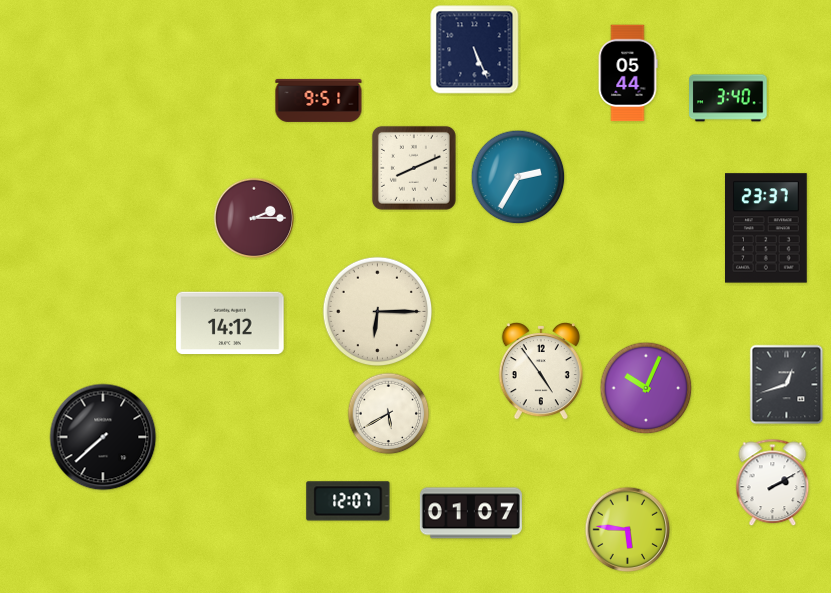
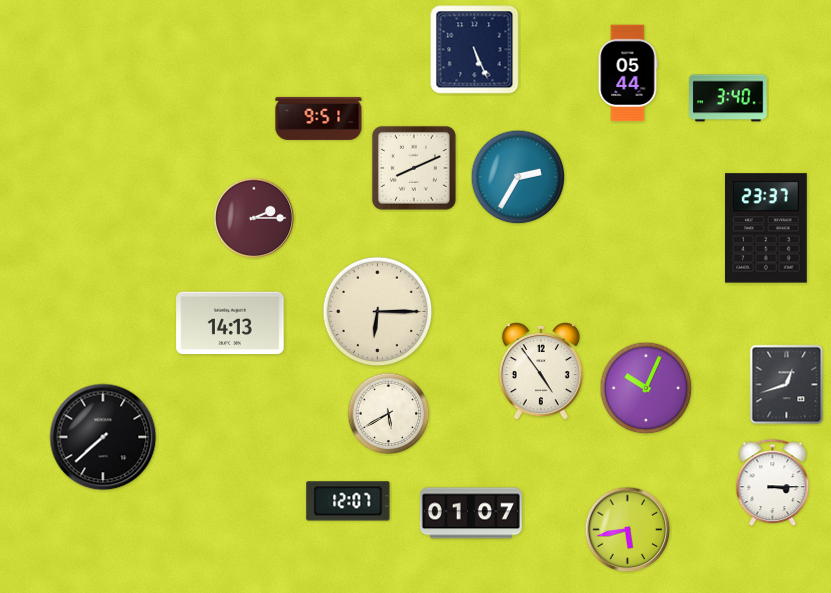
clock at (319, 100) position: (319, 100) -> (319, 118)
clock at (230, 323): 14:12 -> 14:13
clock at (773, 483): 2:10 -> 3:15
clock at (628, 530): 5:46 -> 5:43
